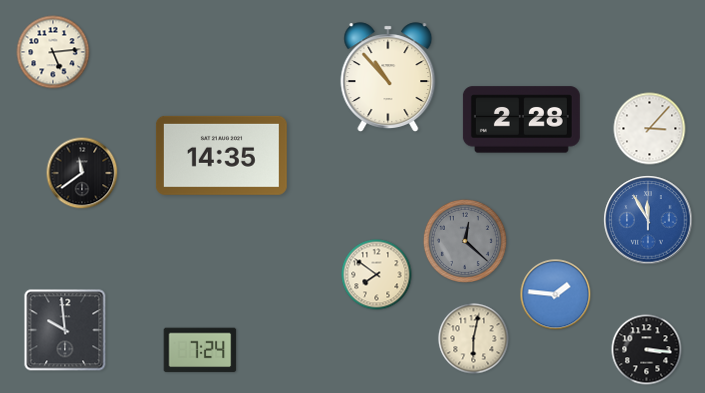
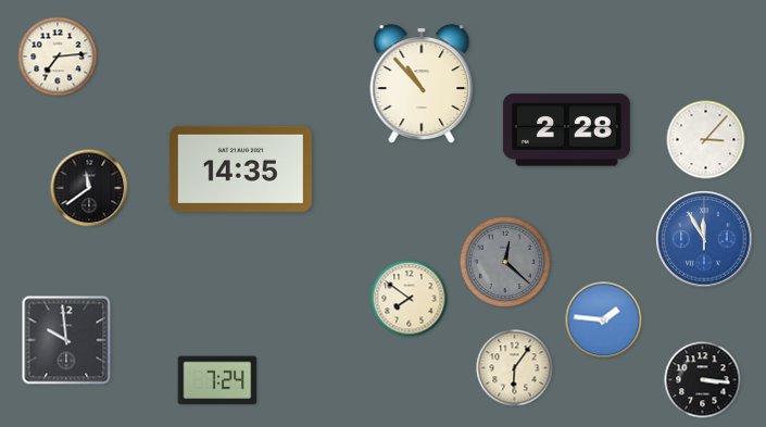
clock at (53, 52): 5:14 -> 7:14
clock at (65, 330) position: (65, 330) -> (66, 340)
clock at (474, 339): 6:02 -> 6:06
